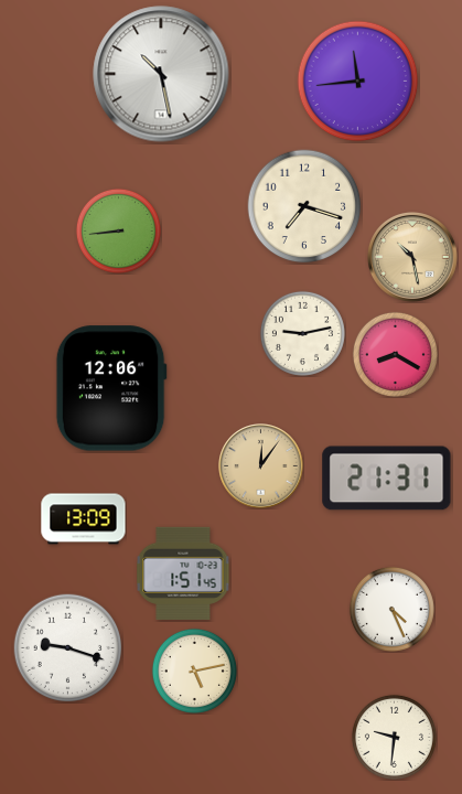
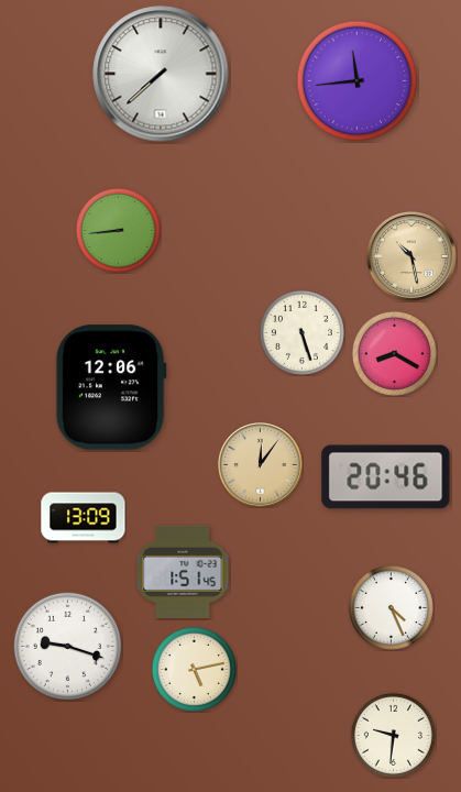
clock at (161, 74): 10:28 -> 7:38
clock at (304, 206): 7:18 -> none
clock at (302, 333): 9:13 -> 5:27
clock at (387, 479): 21:31 -> 20:46
